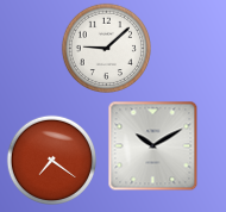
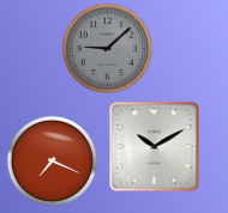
clock at (106, 48) dial: white -> grey
clock at (51, 160): 7:21 -> 7:19
